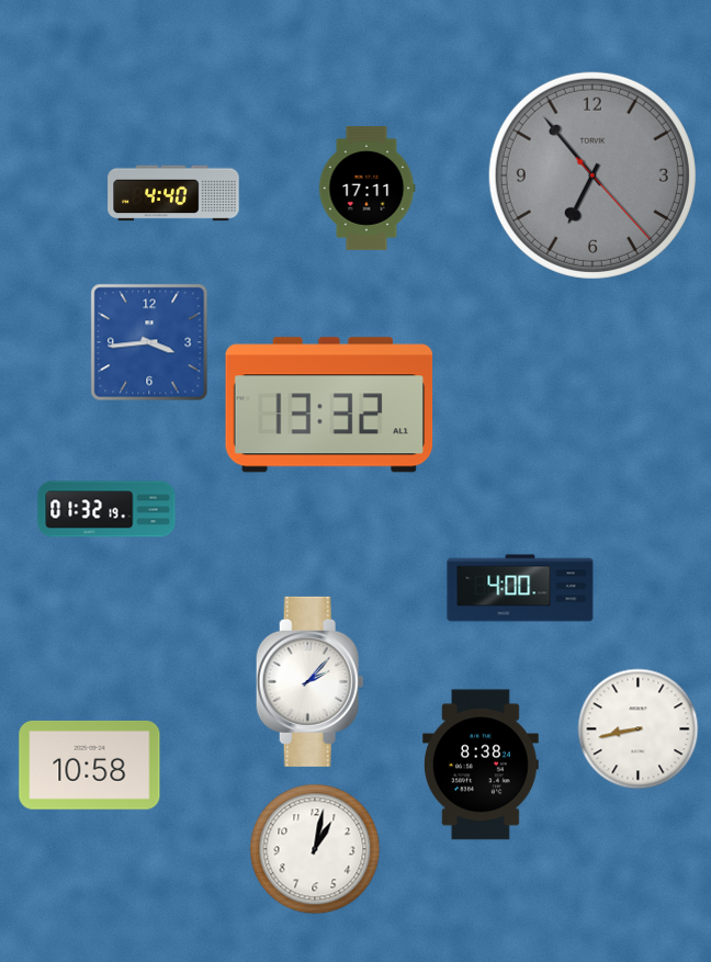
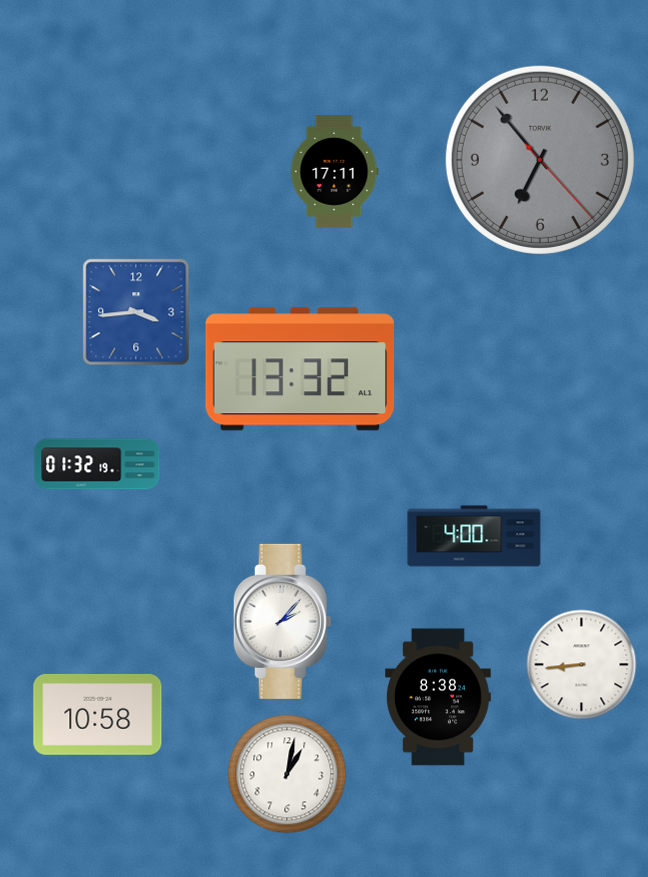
clock at (173, 193): 4:40 -> none
clock at (639, 729): 8:43 -> 8:44
clock at (90, 765) position: (90, 765) -> (98, 714)
